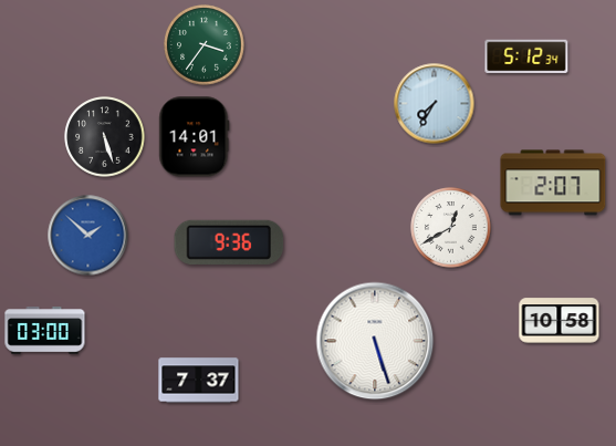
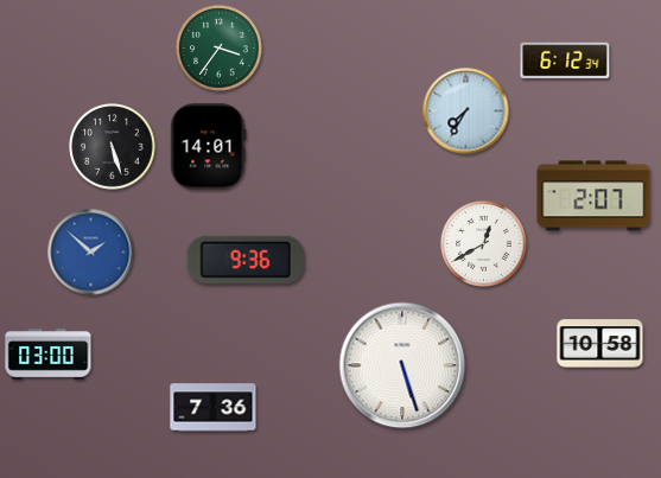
clock at (526, 56): 5:12 -> 6:12
clock at (88, 236) position: (88, 236) -> (91, 253)
clock at (199, 381): 7:37 -> 7:36
